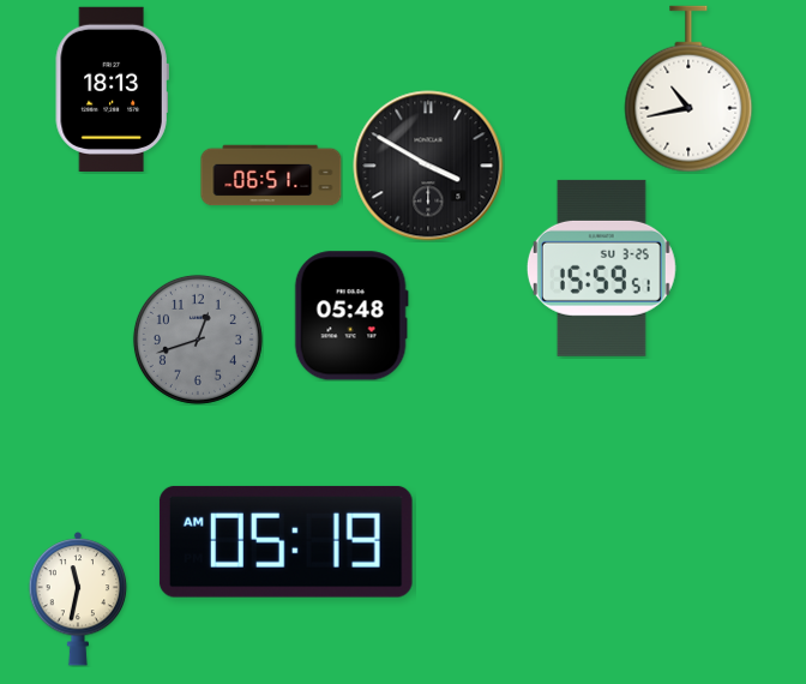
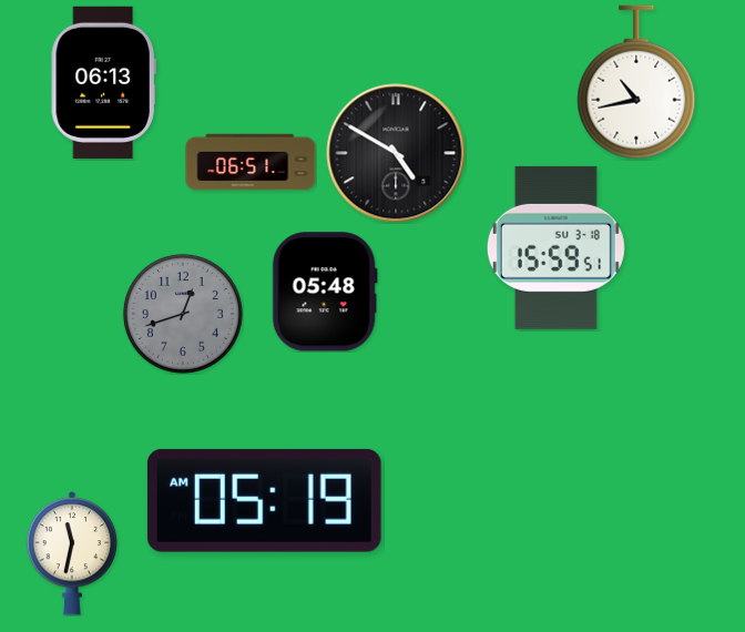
clock at (112, 89): 18:13 -> 06:13
clock at (428, 166): 3:50 -> 4:50
clock at (601, 268) date: SU 3-25 -> SU 3-18
